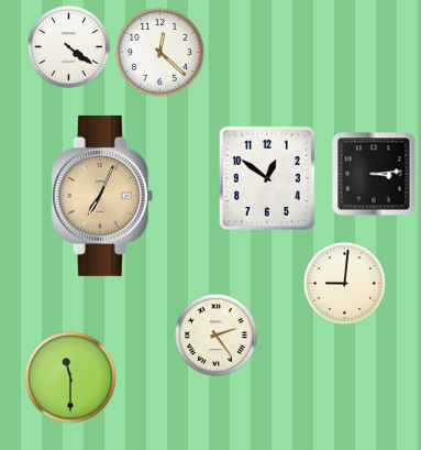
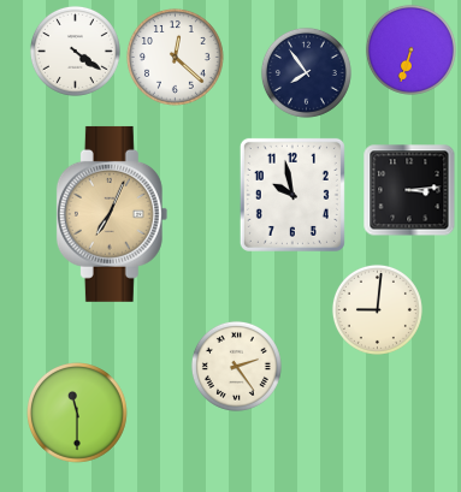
clock at (410, 49): none -> 6:33
clock at (306, 72): none -> 7:54
clock at (267, 178): 12:51 -> 9:58
